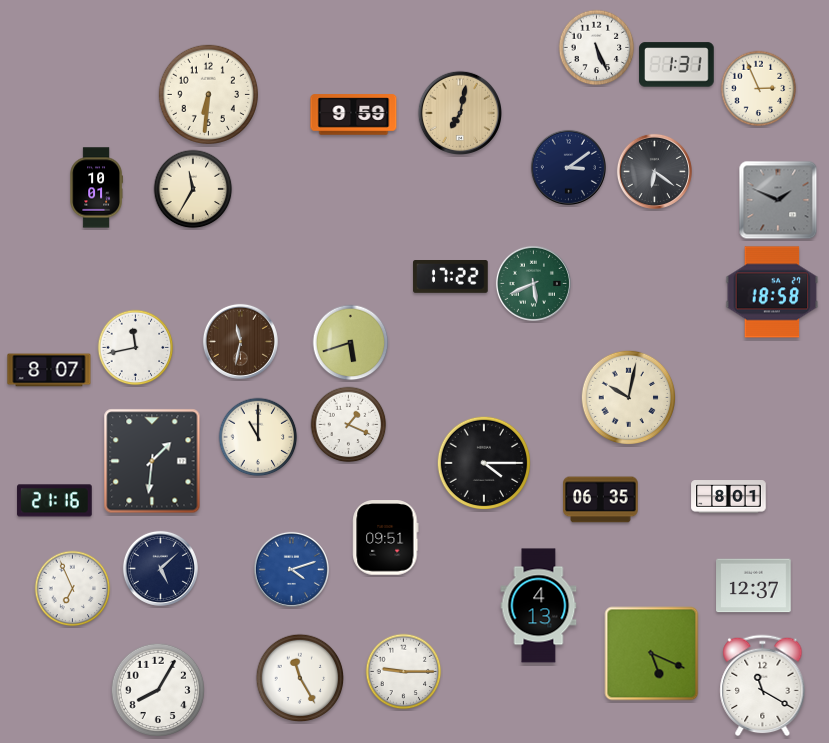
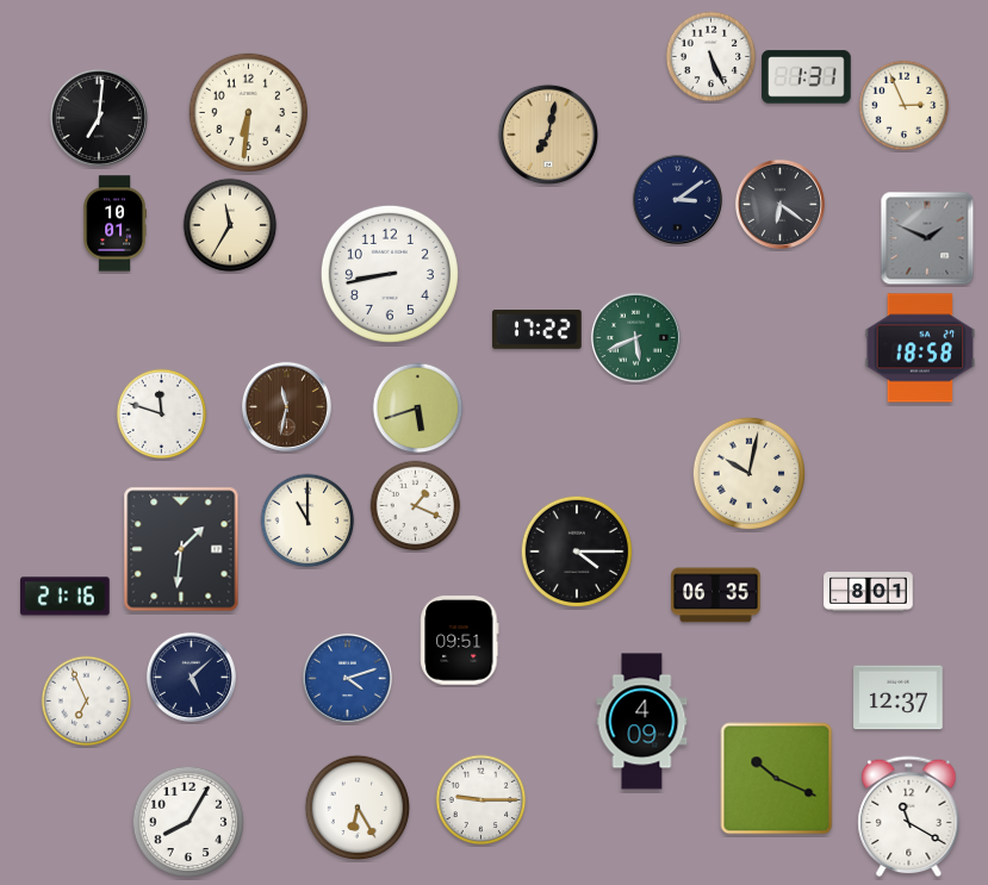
clock at (98, 117): none -> 7:01
clock at (354, 115): 9:59 -> none
clock at (390, 274): none -> 8:43
clock at (136, 348): 11:43 -> 11:48
clock at (49, 370): 8:07 -> none
clock at (539, 606): 4:13 -> 4:09
clock at (652, 654): 5:19 -> 10:19
clock at (300, 678): 11:25 -> 6:25
